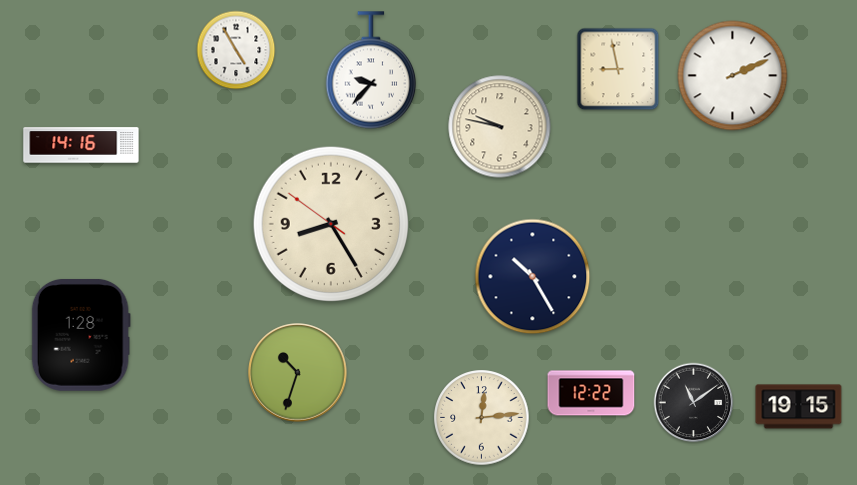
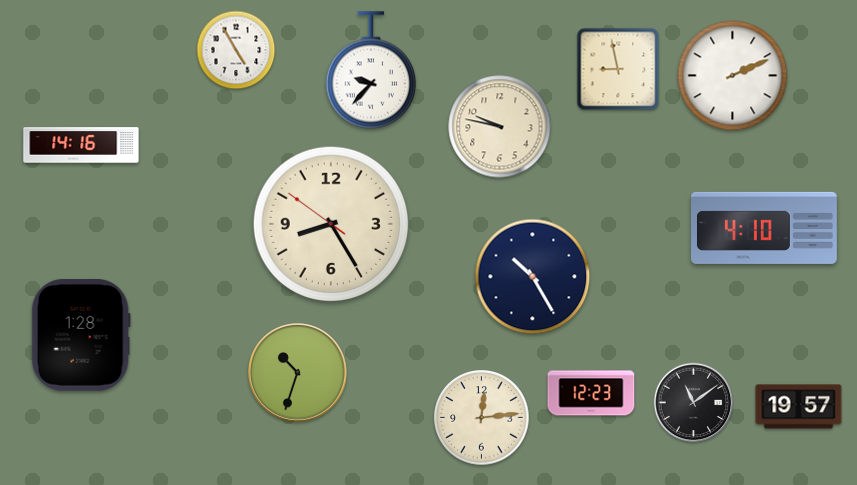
clock at (765, 228): none -> 4:10
clock at (591, 393): 12:22 -> 12:23
clock at (799, 407): 19:15 -> 19:57
